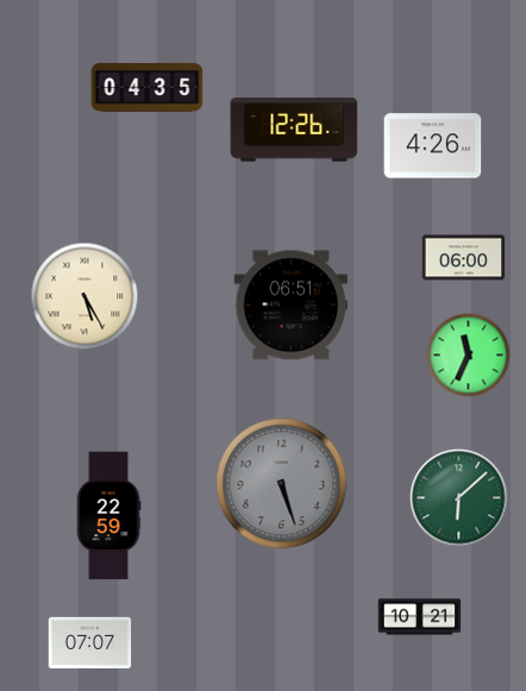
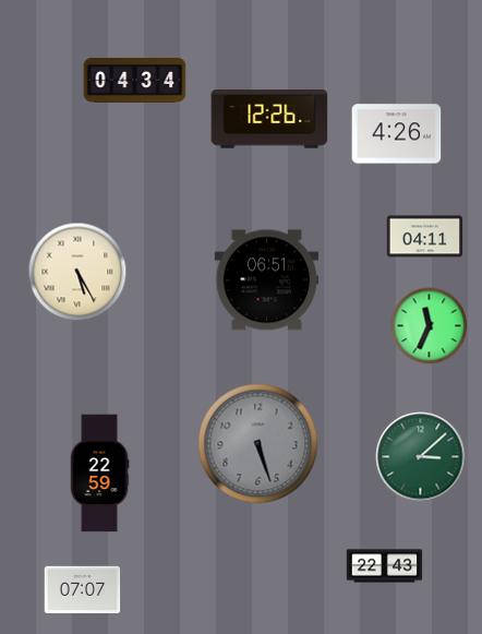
clock at (148, 87): 04:35 -> 04:34
clock at (464, 258): 06:00 -> 04:11
clock at (459, 498): 6:08 -> 3:08
clock at (420, 617): 10:21 -> 22:43
